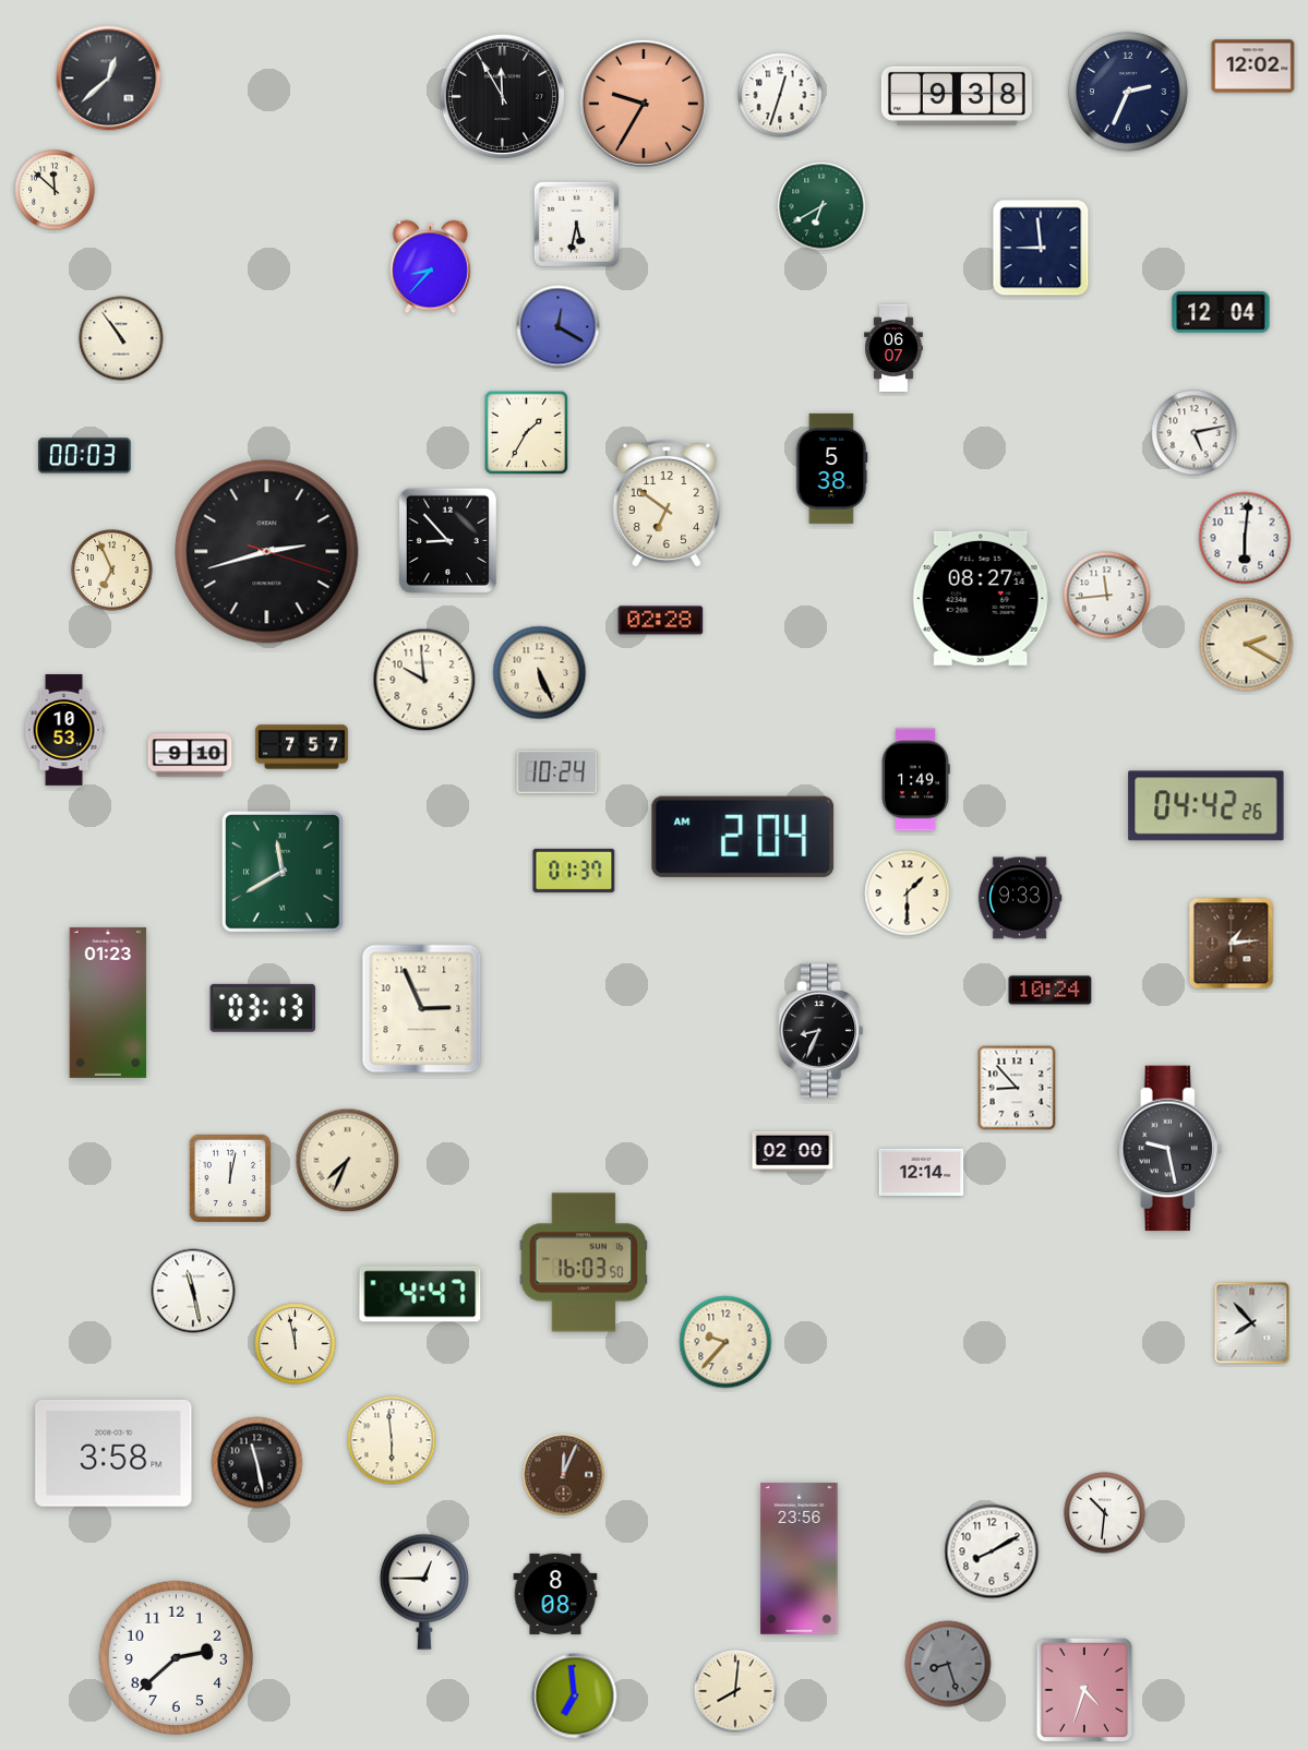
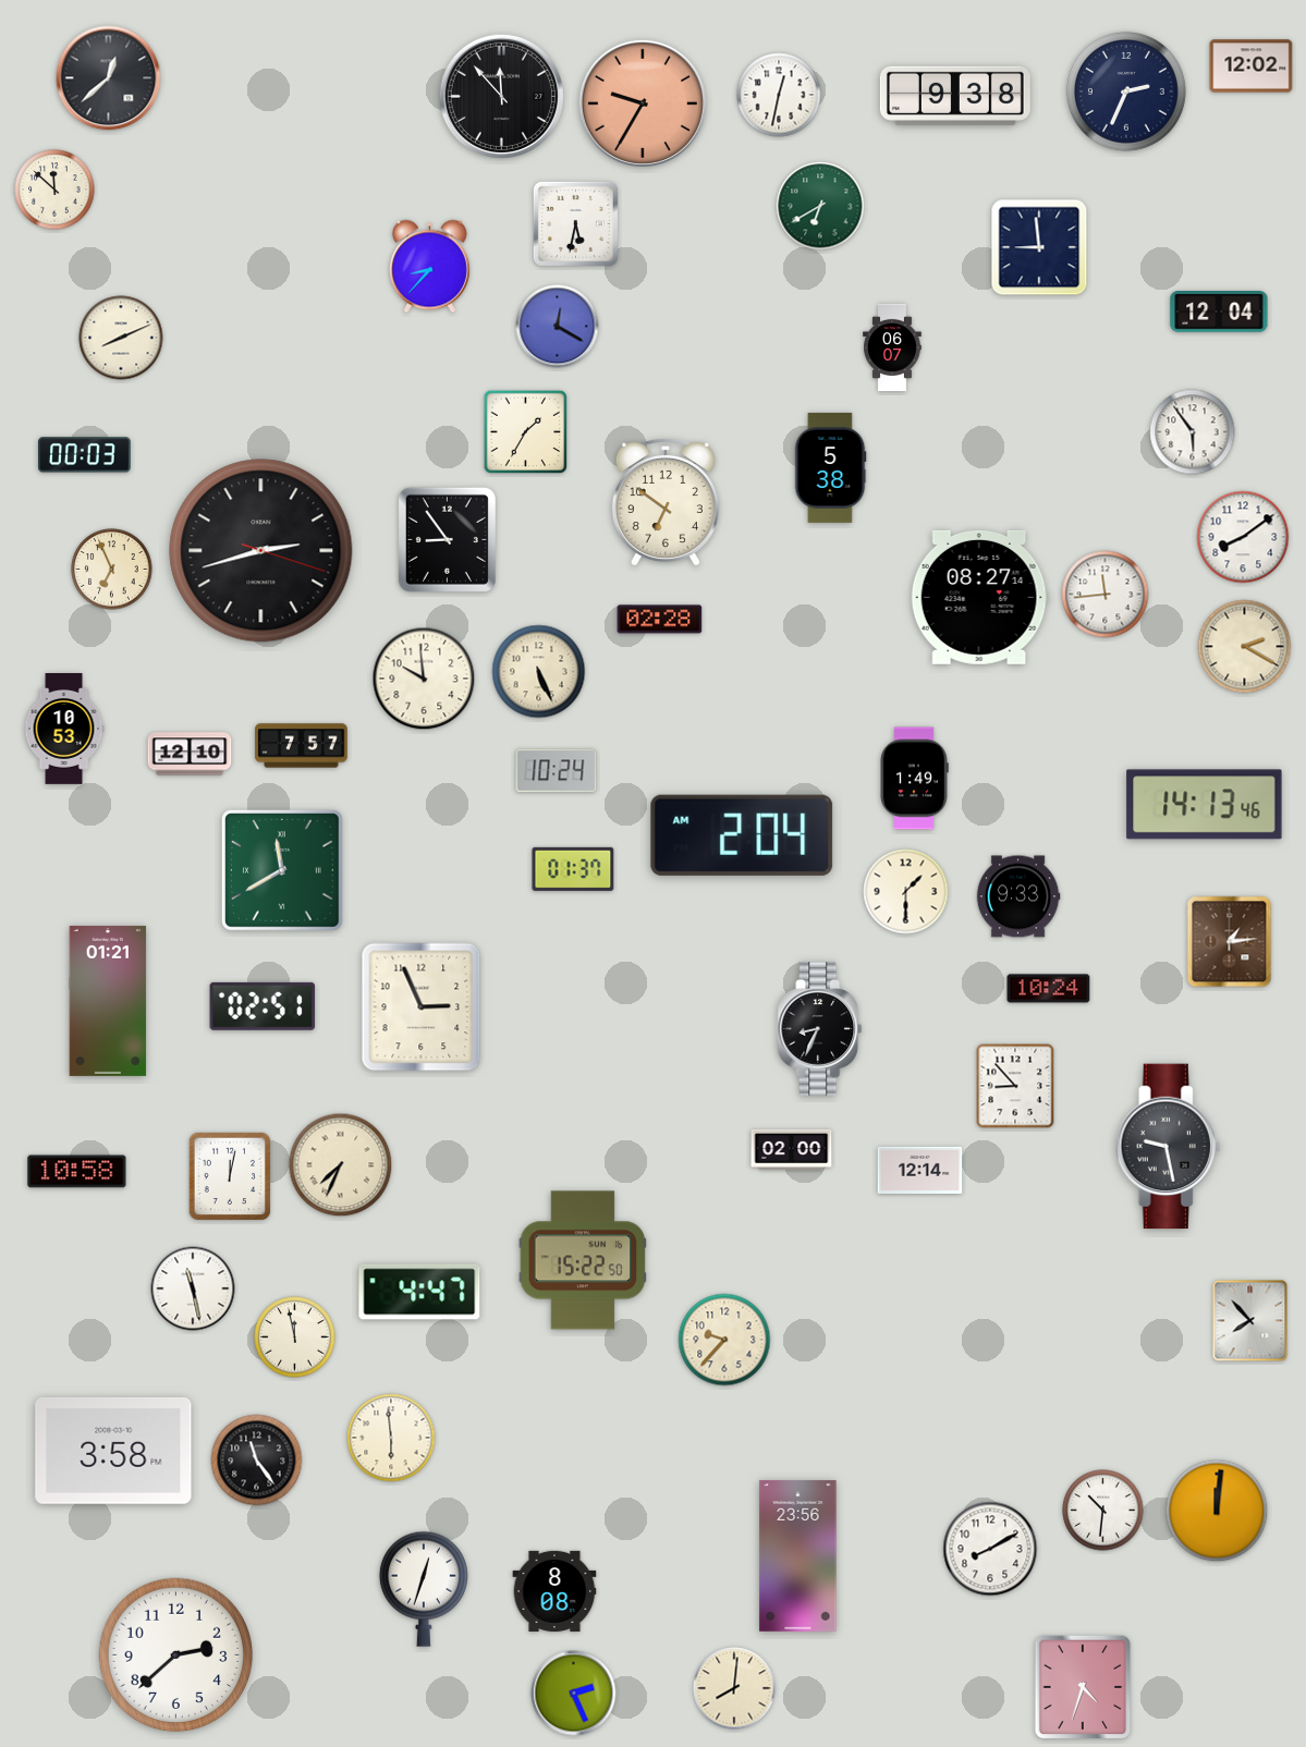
clock at (780, 95): 12:33 -> 12:32
clock at (502, 96): 11:55 -> 11:53
clock at (121, 338): 10:54 -> 8:11
clock at (1195, 433): 5:13 -> 5:54
clock at (1245, 538): 6:01 -> 8:09
clock at (447, 540): 8:53 -> 8:54
clock at (267, 552) position: (267, 552) -> (261, 551)
clock at (1247, 645) position: (1247, 645) -> (1245, 647)
clock at (190, 755): 9:10 -> 12:10
clock at (1207, 806): 04:42 -> 14:13
clock at (108, 1003): 01:23 -> 01:21
clock at (263, 1008): 03:13 -> 02:51
clock at (348, 1161) position: (348, 1161) -> (341, 1165)
clock at (77, 1172): none -> 10:58
clock at (584, 1262): 16:03 -> 15:22
clock at (296, 1344) position: (296, 1344) -> (295, 1337)
clock at (257, 1463): 11:28 -> 11:24
clock at (564, 1475): 12:04 -> none
clock at (1217, 1511): none -> 12:01
clock at (424, 1592): 12:45 -> 12:33
clock at (948, 1664): 8:27 -> none
clock at (575, 1697): 6:59 -> 2:26
